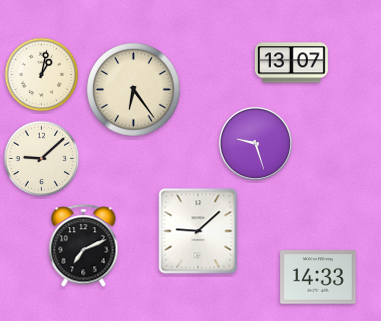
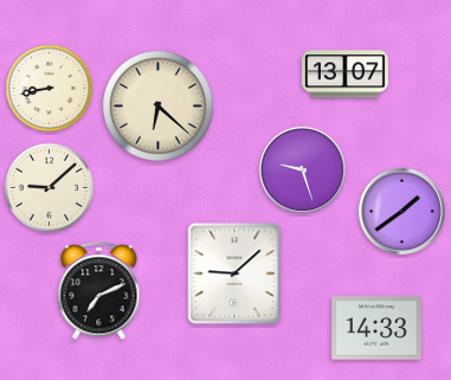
clock at (42, 75): 1:02 -> 8:43
clock at (134, 90): 6:24 -> 6:22
clock at (401, 211): none -> 1:39
